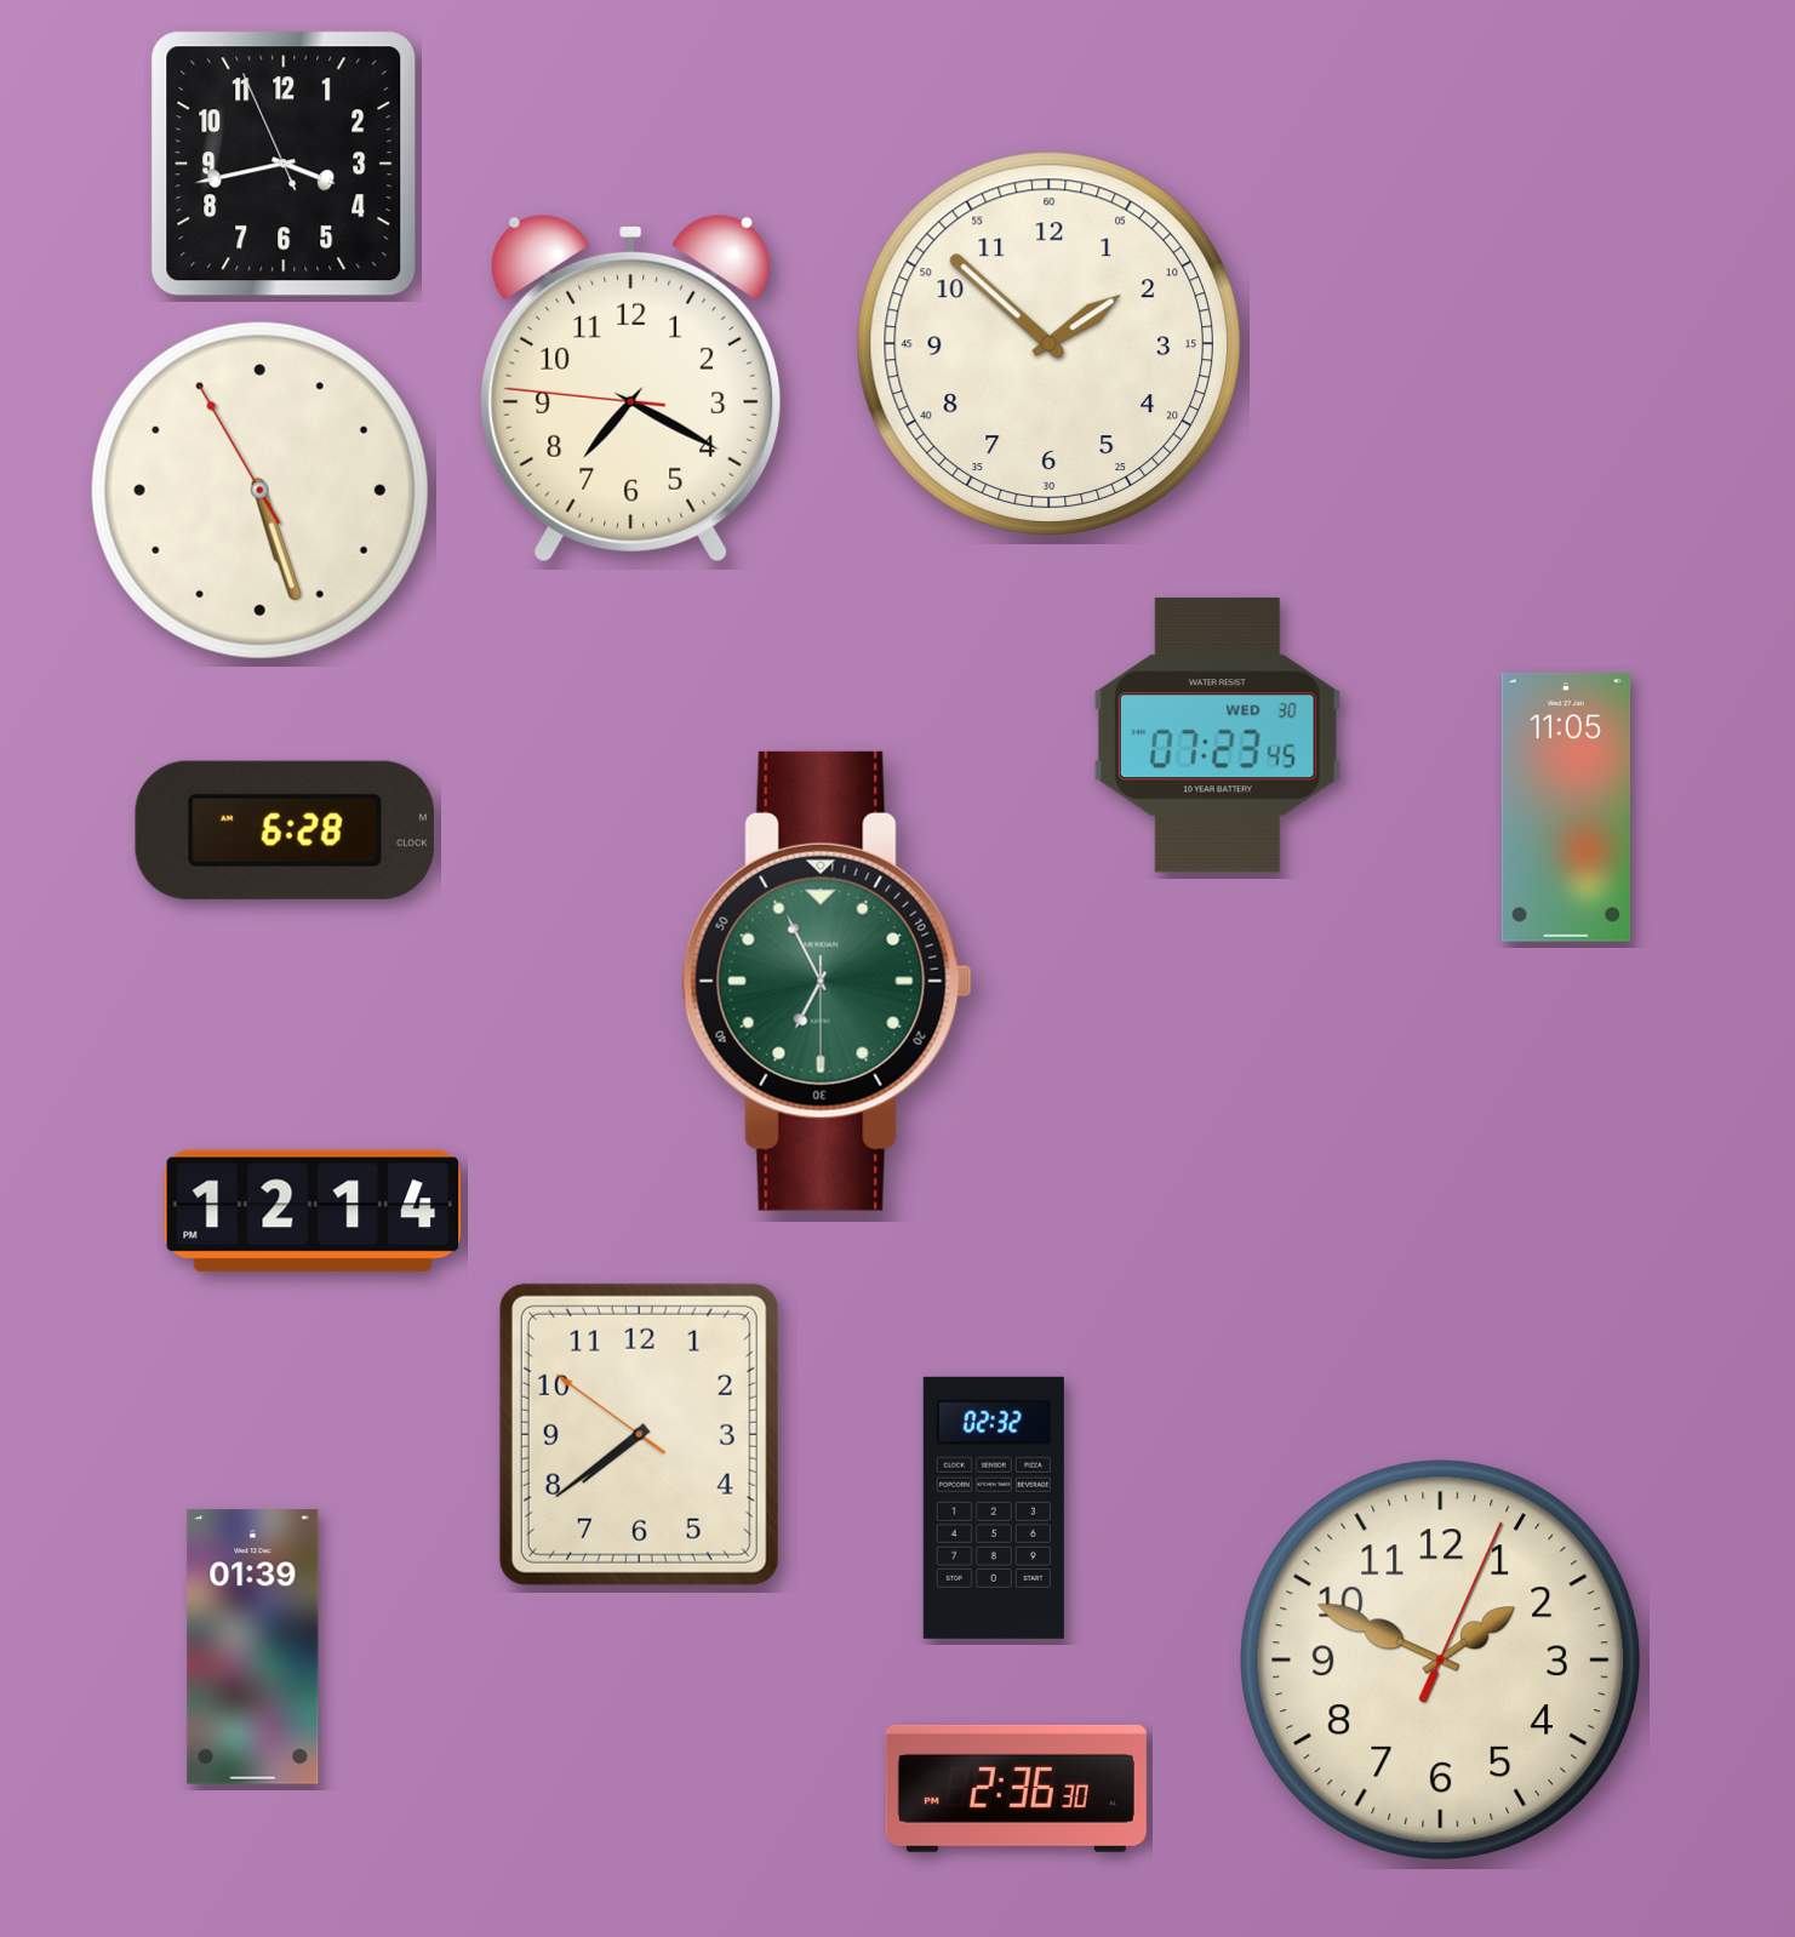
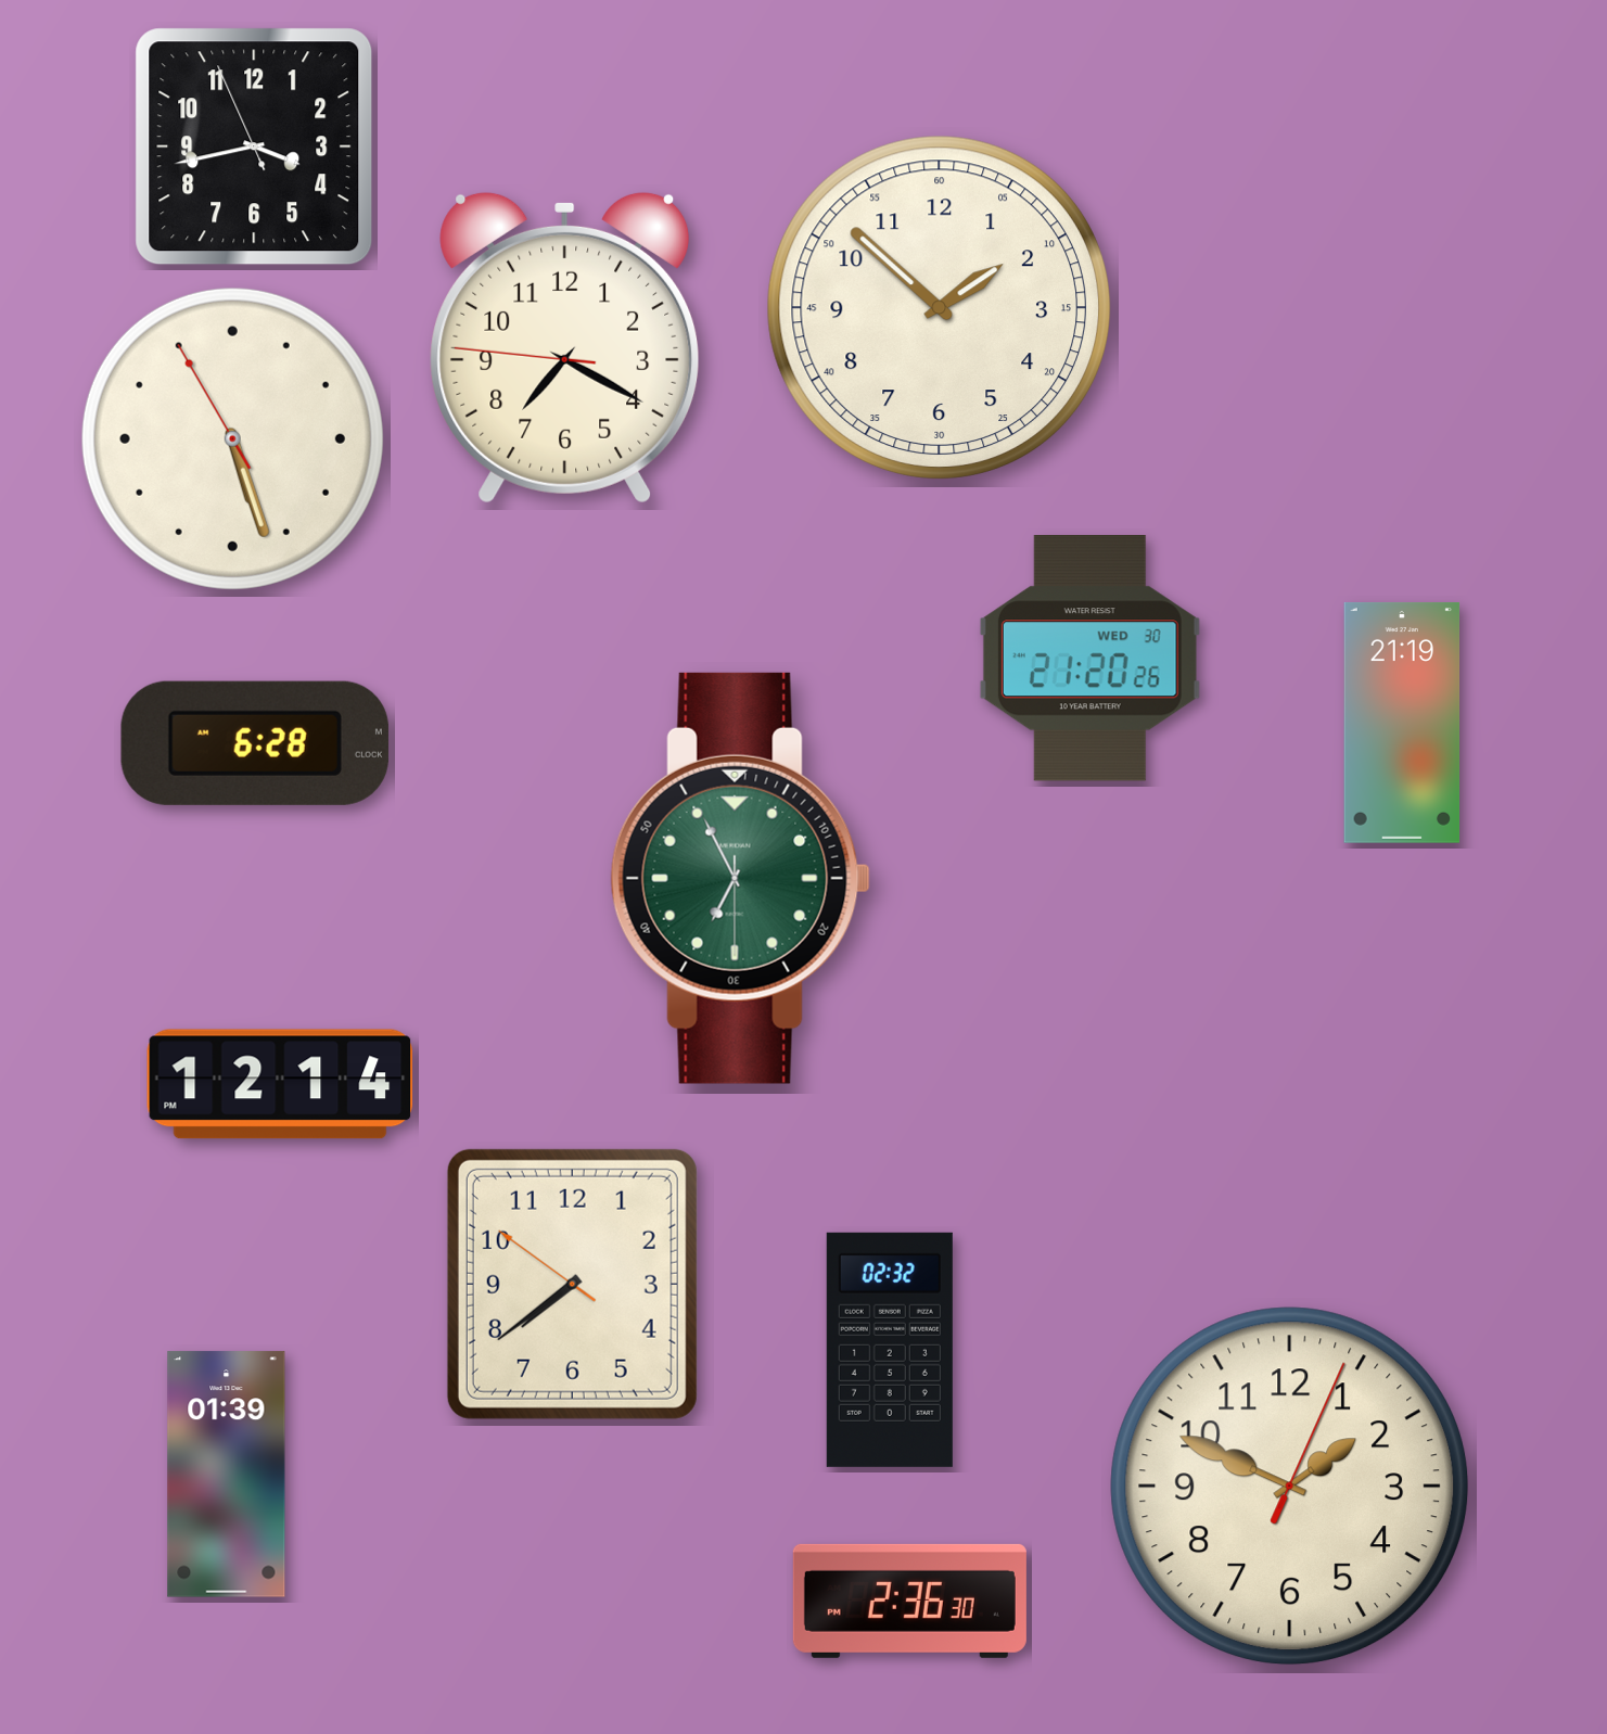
clock at (1217, 736): 07:23 -> 21:20
clock at (1566, 807): 11:05 -> 21:19
